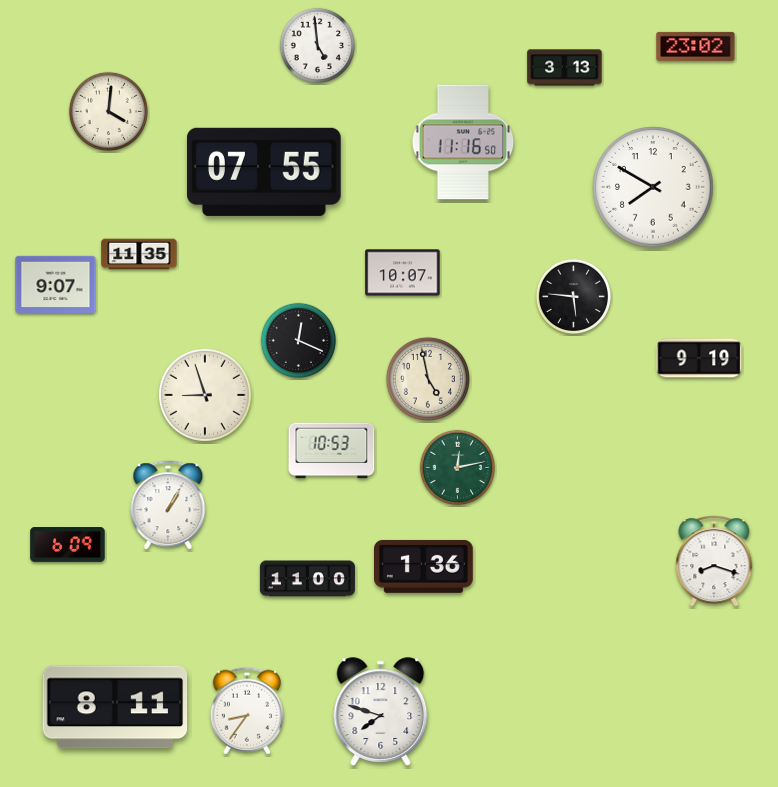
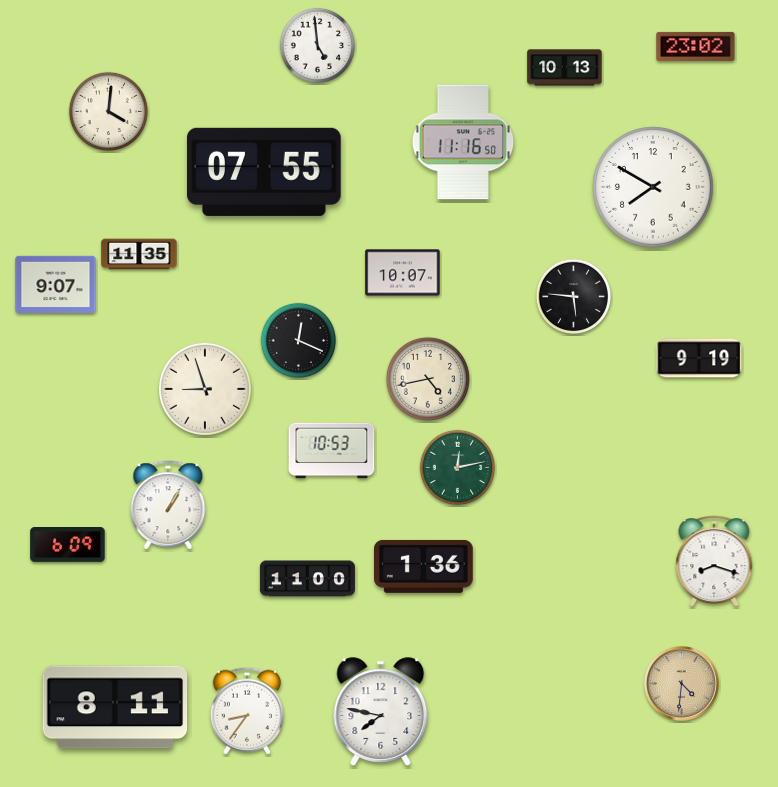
clock at (565, 68): 3:13 -> 10:13
clock at (428, 379): 4:58 -> 4:43
clock at (205, 395) position: (205, 395) -> (205, 389)
clock at (682, 684): none -> 4:31
clock at (381, 712): 7:48 -> 7:47
